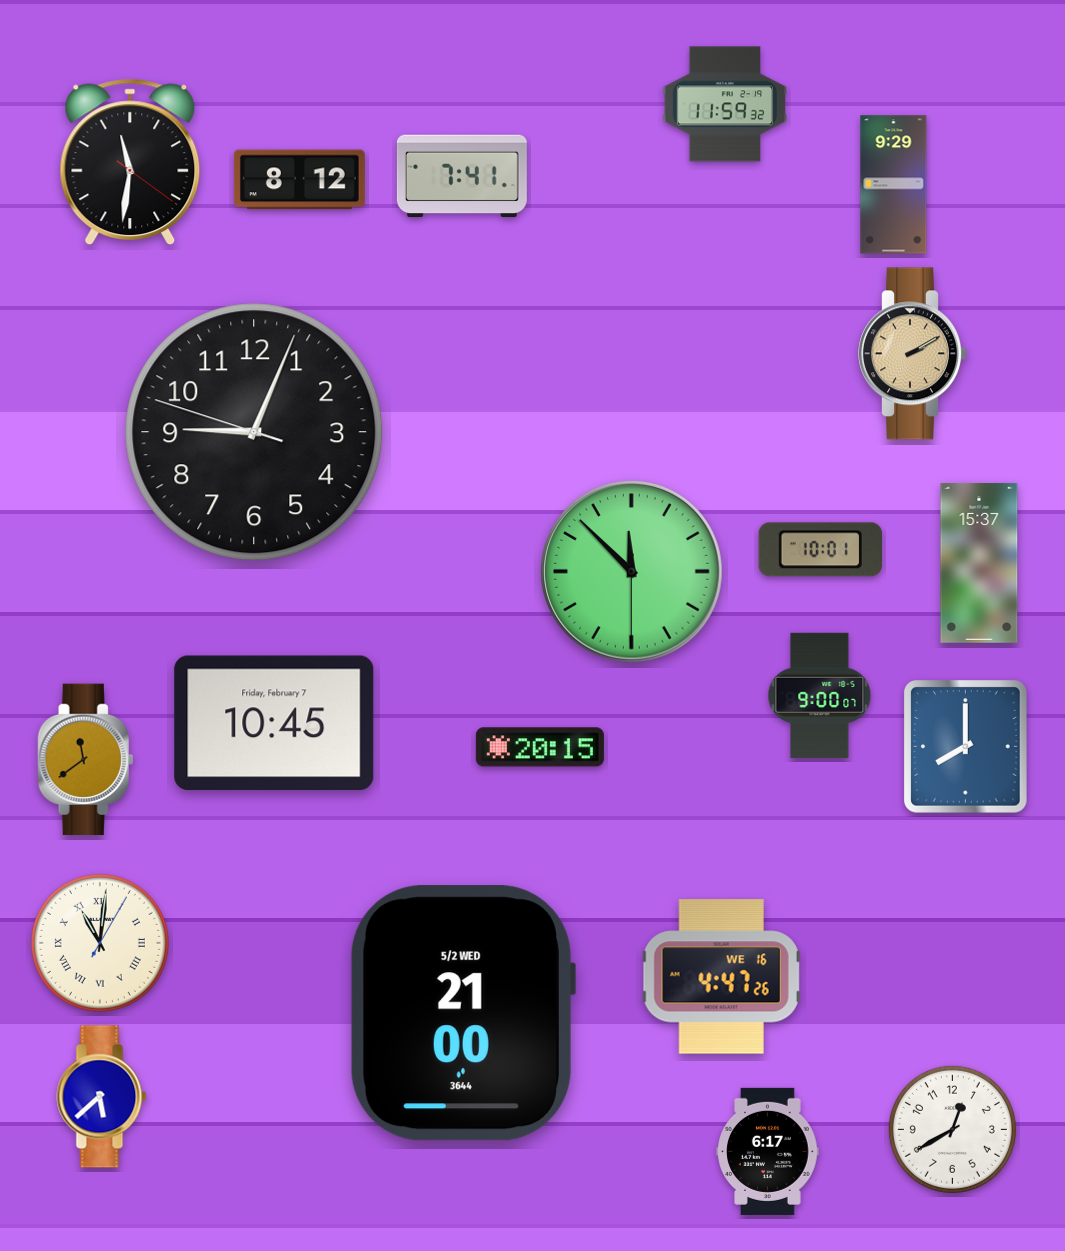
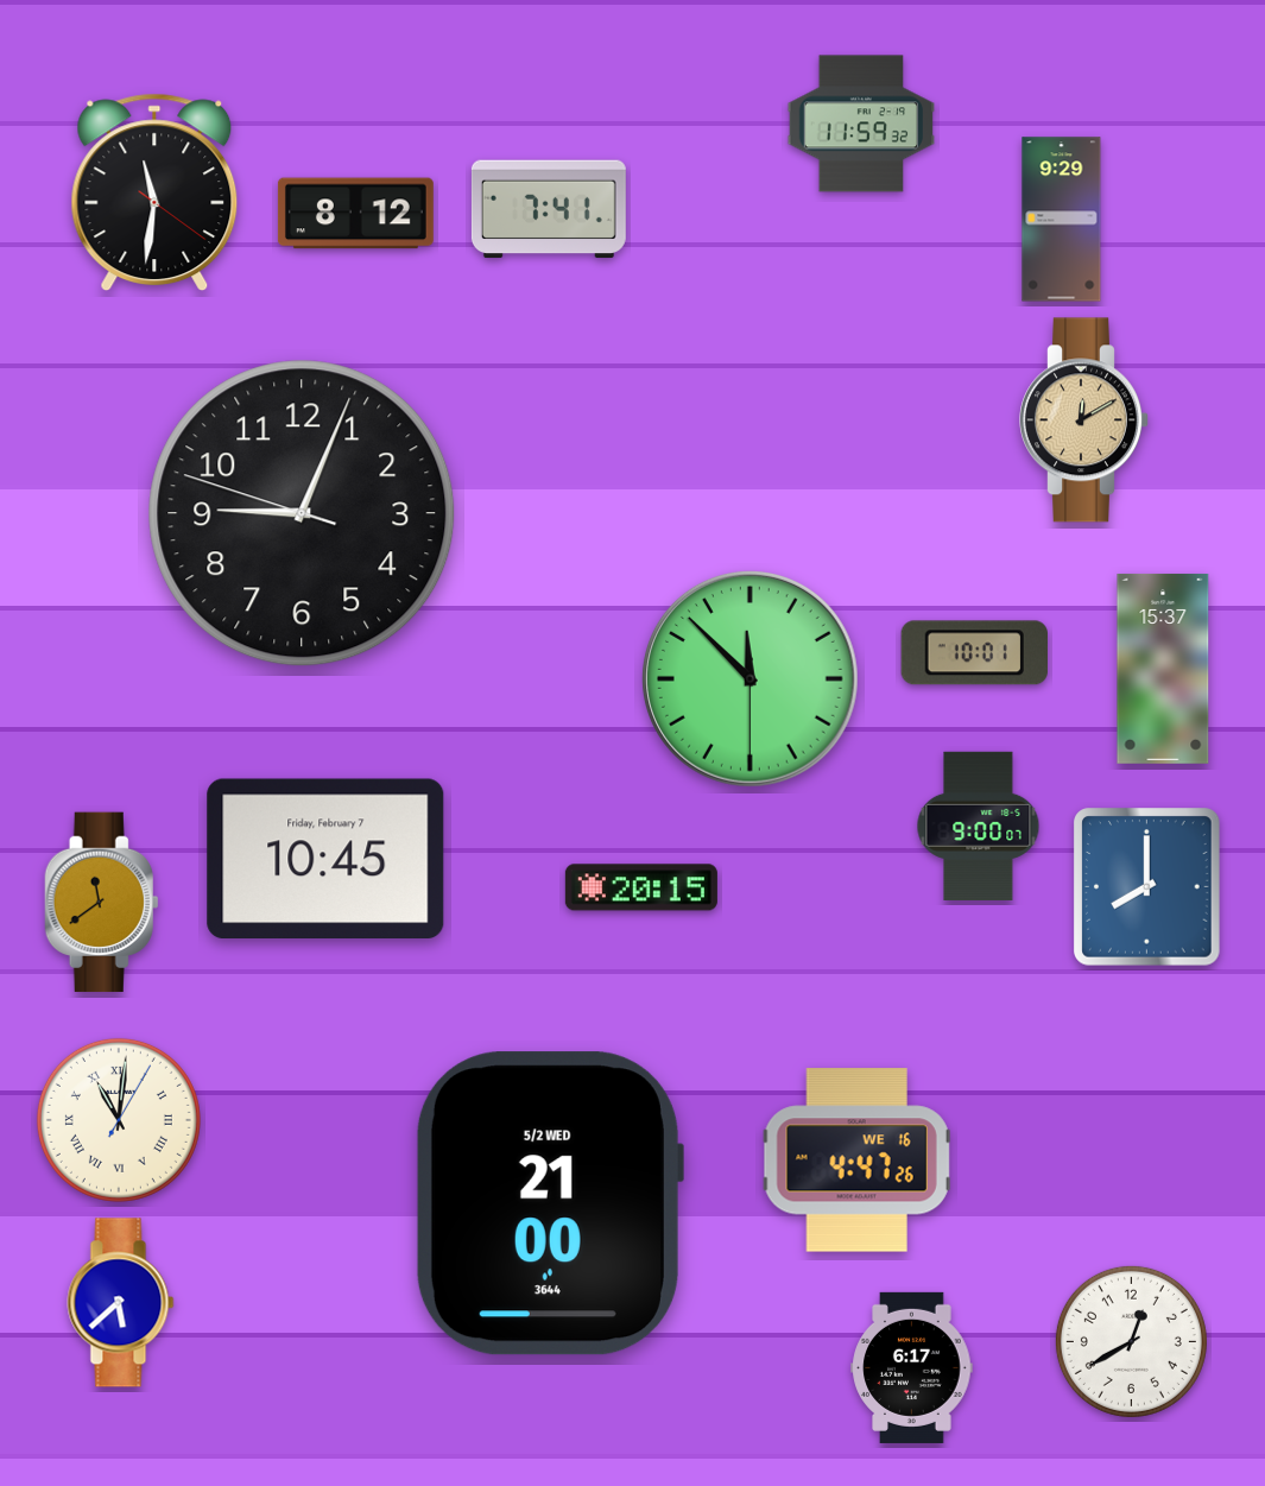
clock at (913, 354): 2:10 -> 12:10
clock at (820, 695) position: (820, 695) -> (979, 826)
